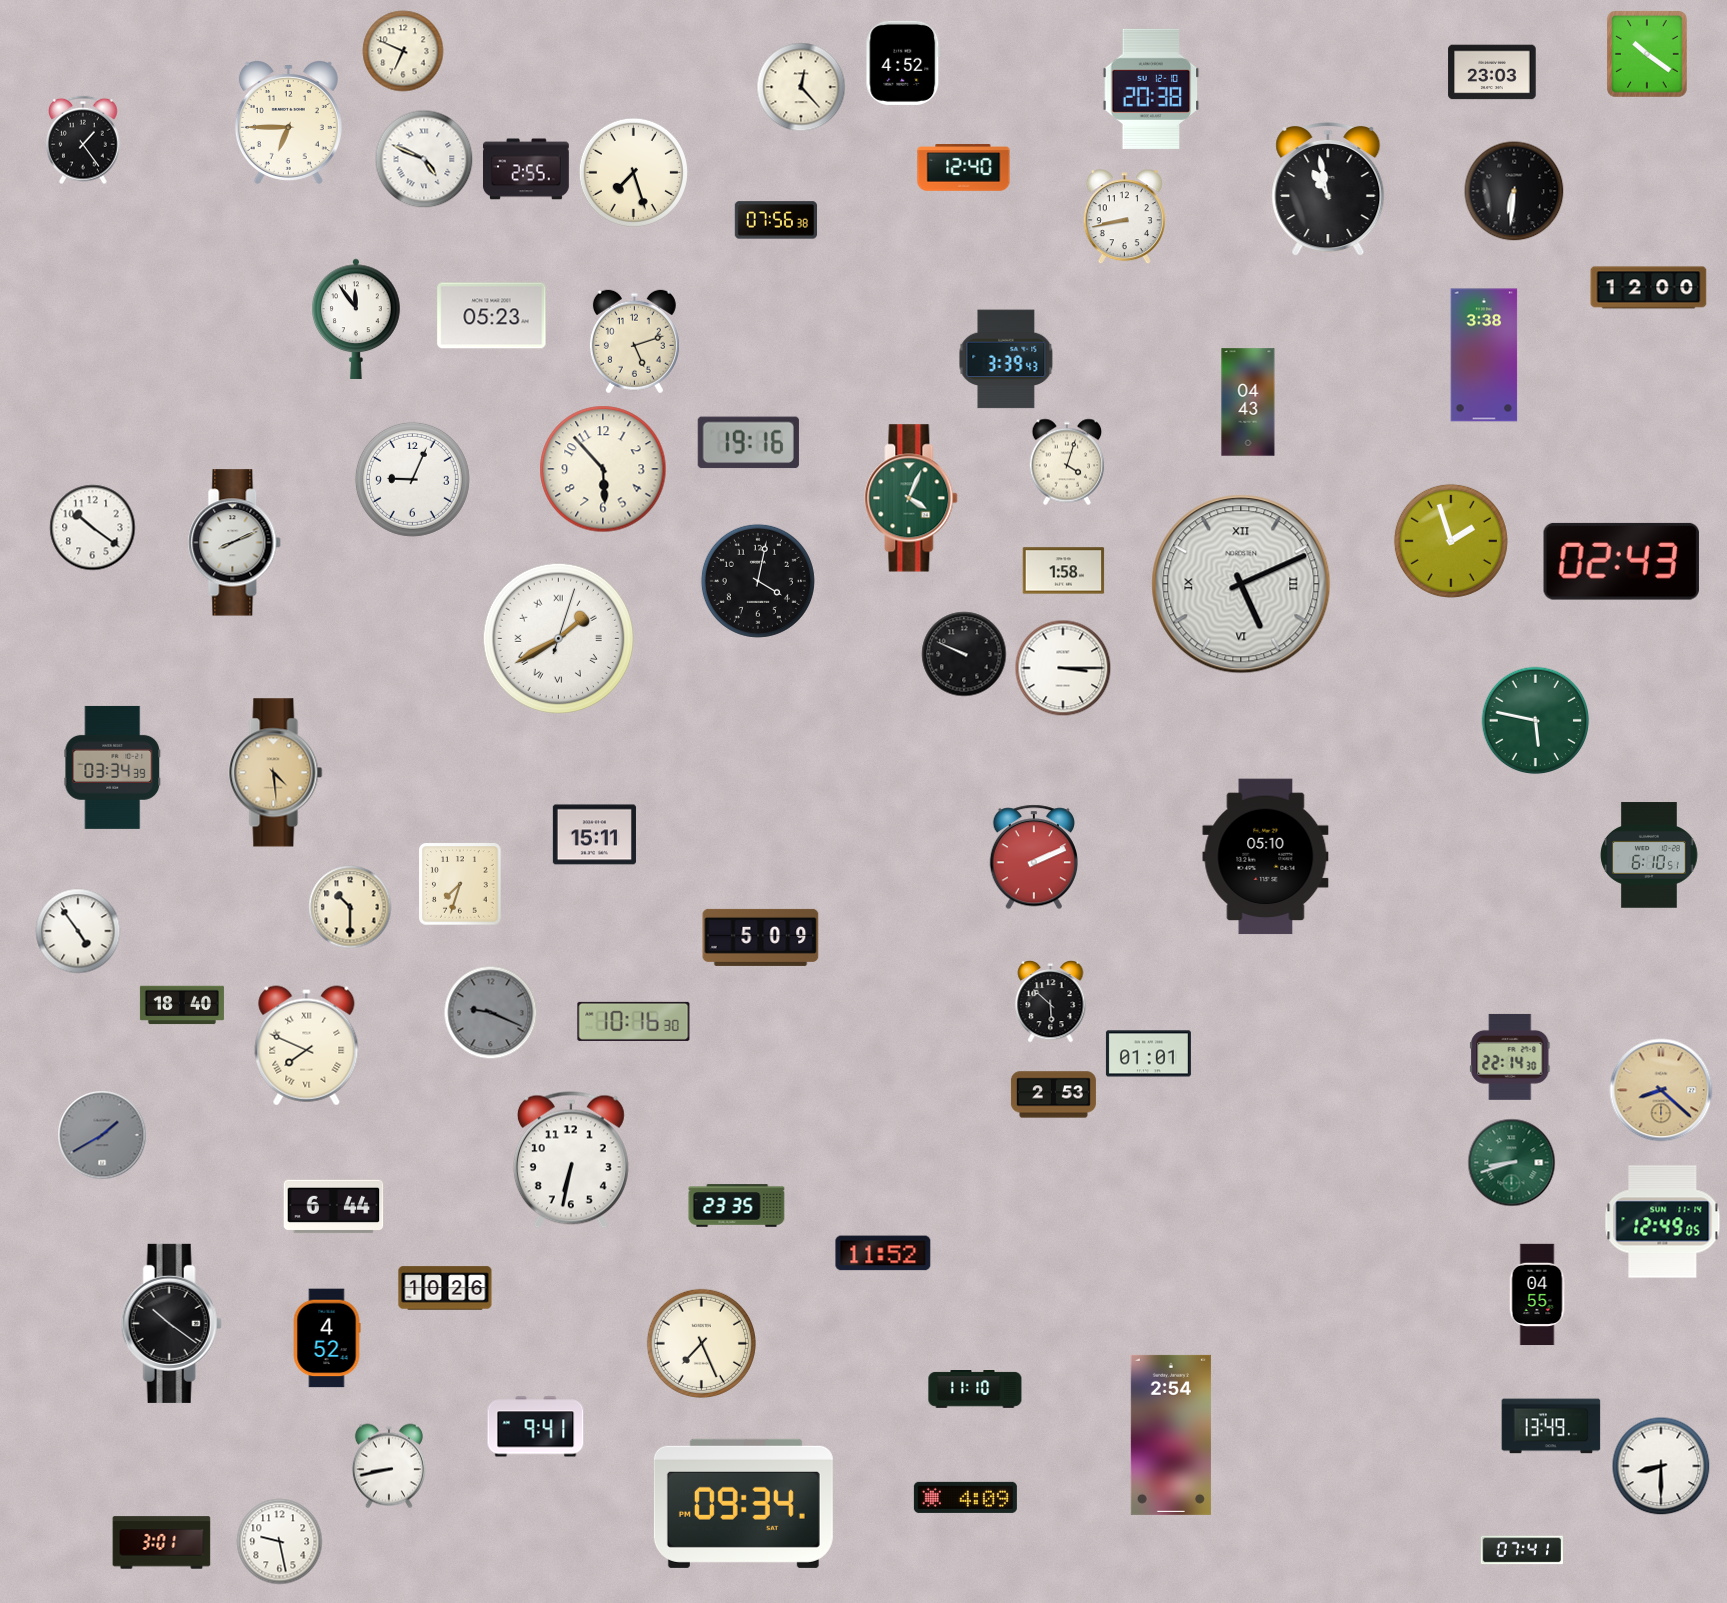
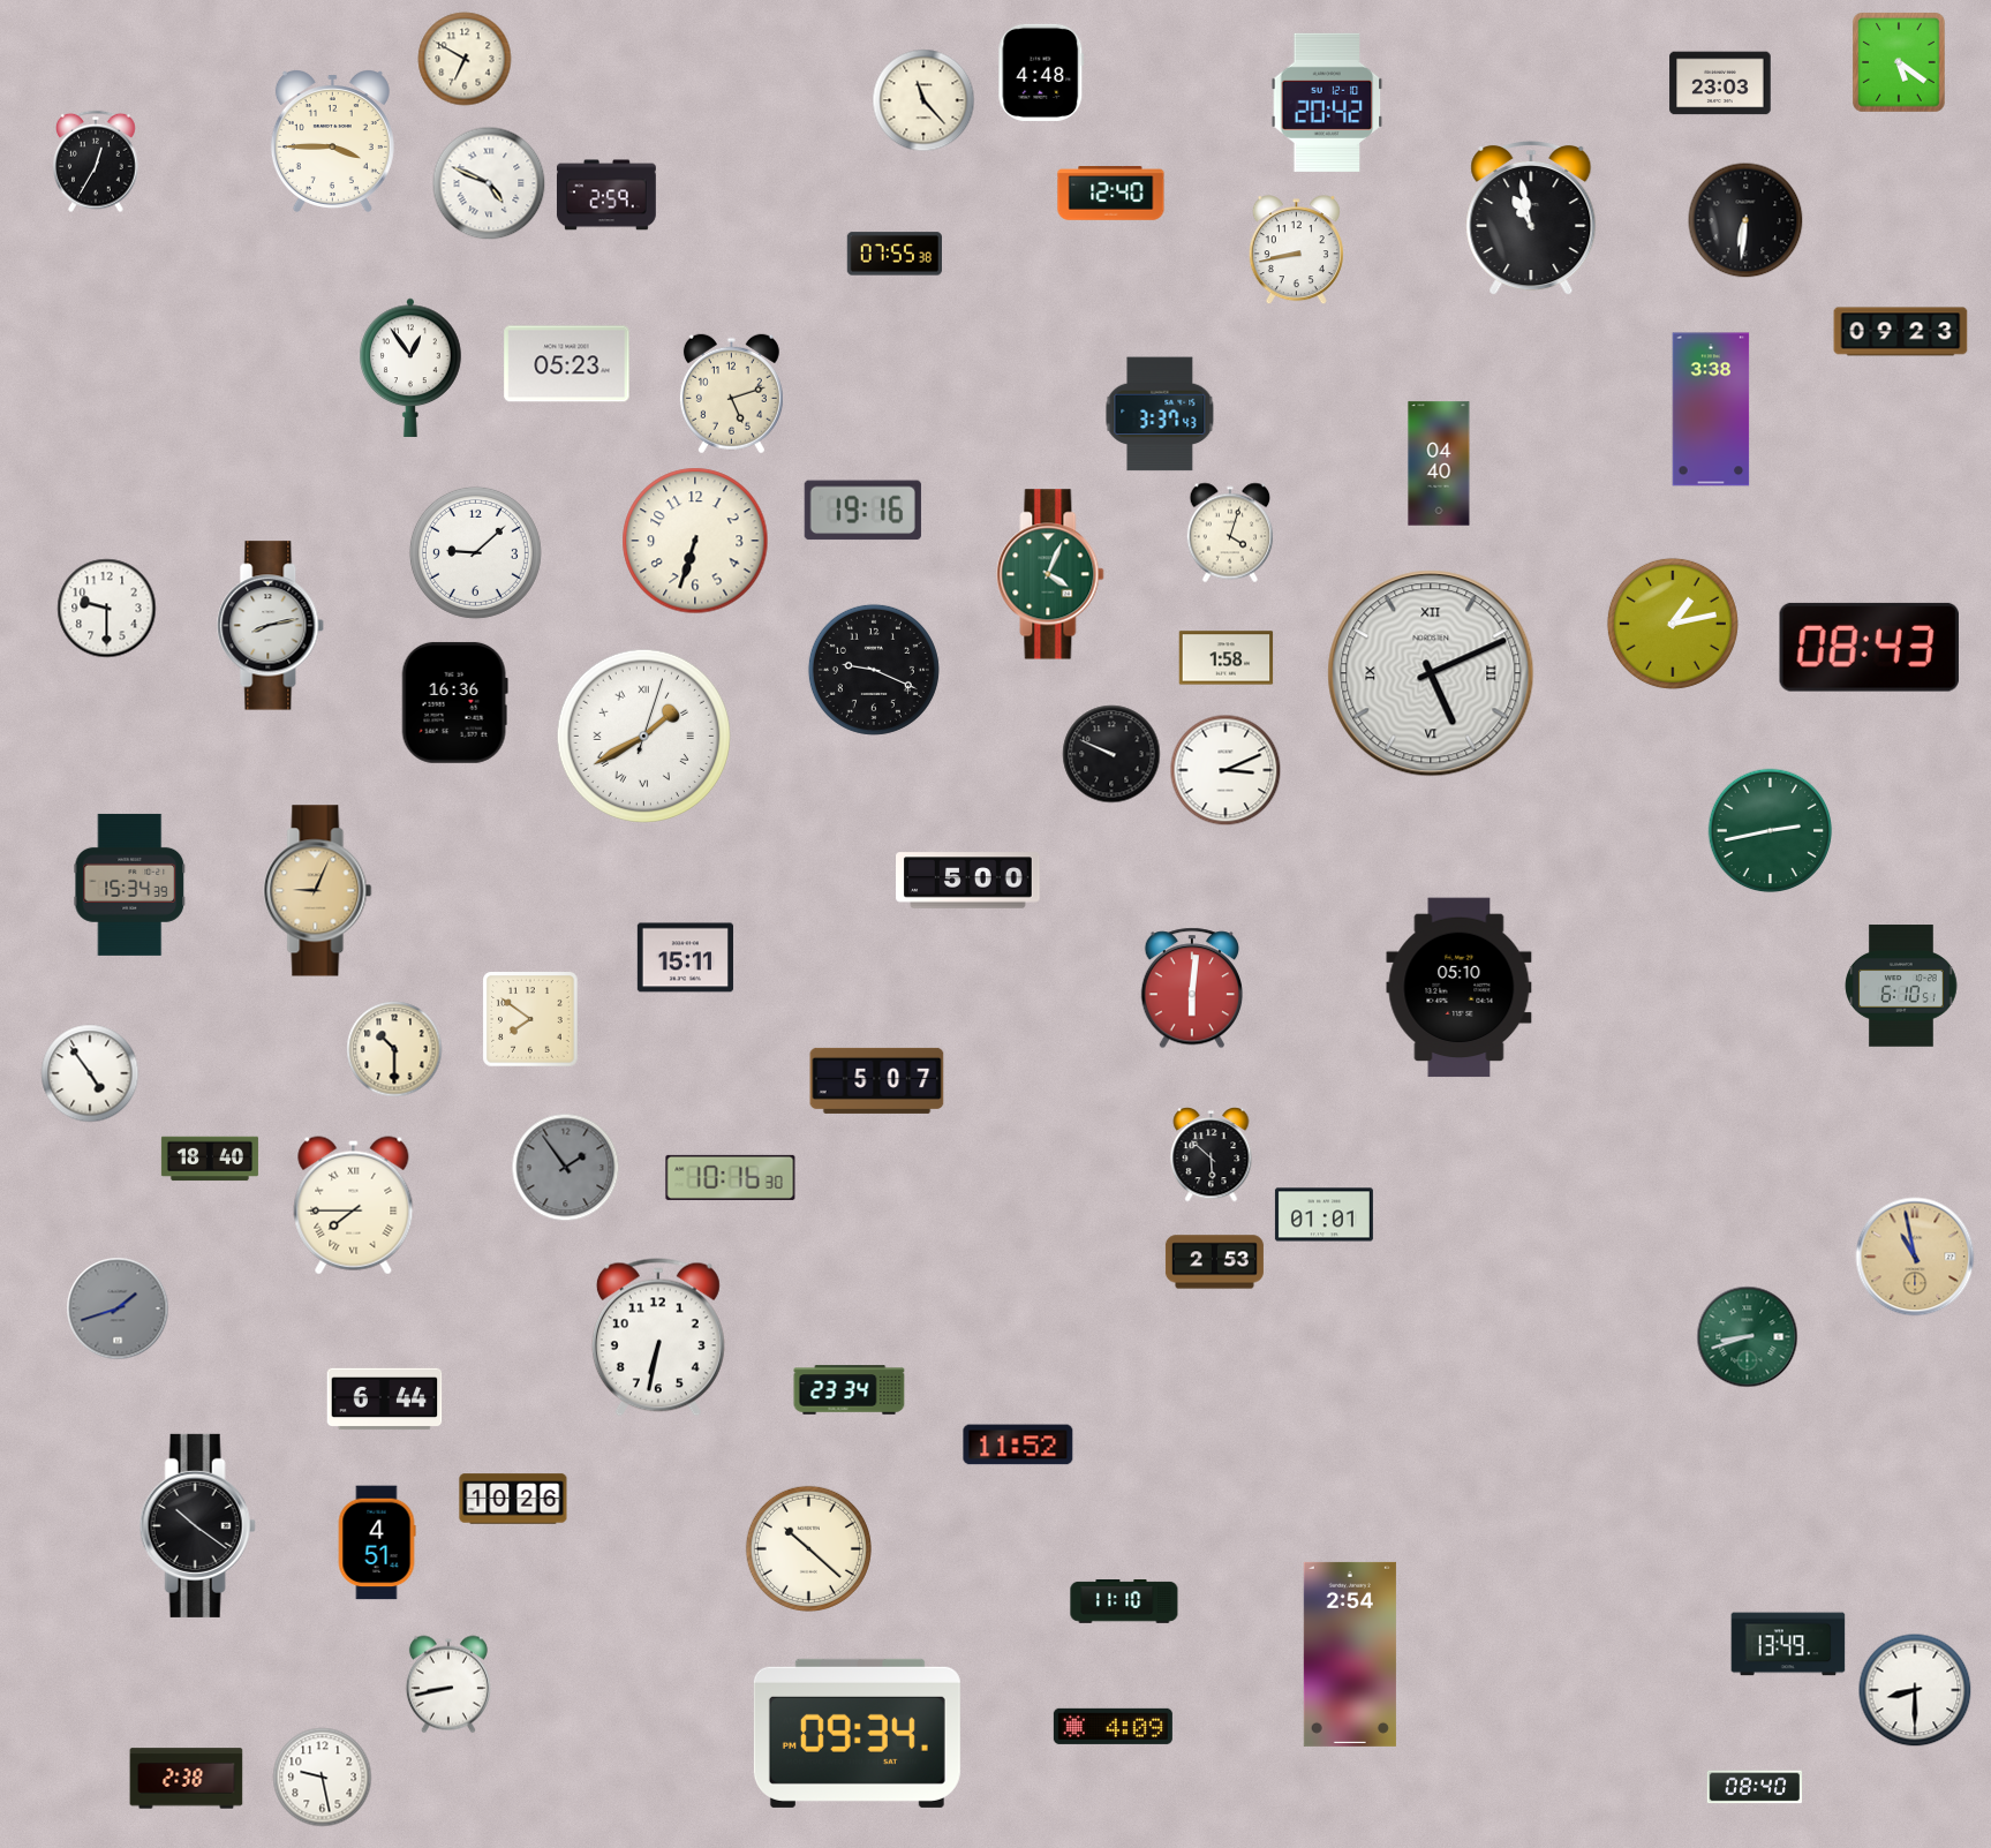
clock at (403, 51): 6:49 -> 6:50
clock at (1647, 54): 10:21 -> 5:21
clock at (903, 63): 4:52 -> 4:48
clock at (801, 87): 12:23 -> 11:23
clock at (1151, 89): 20:38 -> 20:42
clock at (288, 123): 6:45 -> 3:45
clock at (84, 140): 1:24 -> 12:35
clock at (526, 169): 2:55 -> 2:59
clock at (633, 172): 7:27 -> none
clock at (775, 220): 07:56 -> 07:55
clock at (1649, 288): 12:00 -> 09:23
clock at (356, 319): 11:54 -> 12:54
clock at (1006, 359): 3:39 -> 3:37
clock at (1248, 402): 04:43 -> 04:40
clock at (603, 469): 5:53 -> 6:33
clock at (412, 479): 9:04 -> 9:08
clock at (93, 528): 10:21 -> 9:30
clock at (1451, 541): 1:57 -> 1:13
clock at (235, 543): 8:11 -> 8:13
clock at (1621, 561): 02:43 -> 08:43
clock at (758, 581): 4:02 -> 9:19
clock at (454, 702): none -> 16:36
clock at (1063, 668): 3:15 -> 3:11
clock at (1536, 721): 5:47 -> 2:43
clock at (968, 881): none -> 5:00
clock at (113, 767): 03:34 -> 15:34
clock at (276, 773): 4:29 -> 9:04
clock at (594, 835) position: (594, 835) -> (685, 958)
clock at (1033, 857): 2:11 -> 6:01
clock at (460, 884): 7:33 -> 7:51
clock at (350, 907) position: (350, 907) -> (394, 1049)
clock at (761, 937): 5:09 -> 5:07
clock at (491, 1013): 9:19 -> 1:54
clock at (307, 1046): 7:49 -> 7:45
clock at (1510, 1057): 22:14 -> none
clock at (1661, 1090): 8:22 -> 10:58
clock at (102, 1135): 1:40 -> 1:42
clock at (1512, 1163) position: (1512, 1163) -> (1748, 1337)
clock at (737, 1206): 23:35 -> 23:34
clock at (334, 1207) position: (334, 1207) -> (385, 1400)
clock at (1663, 1222): 12:49 -> none
clock at (445, 1288) position: (445, 1288) -> (513, 1499)
clock at (1537, 1295): 04:55 -> none
clock at (327, 1338): 4:52 -> 4:51
clock at (701, 1343): 7:26 -> 10:22
clock at (536, 1427): 9:41 -> none
clock at (389, 1466) position: (389, 1466) -> (448, 1684)
clock at (162, 1543): 3:01 -> 2:38
clock at (1522, 1550): 07:41 -> 08:40
